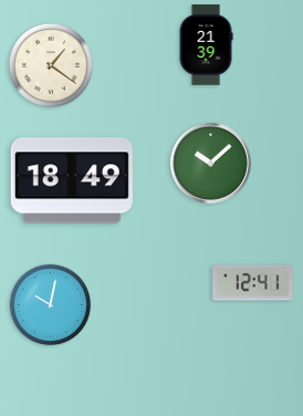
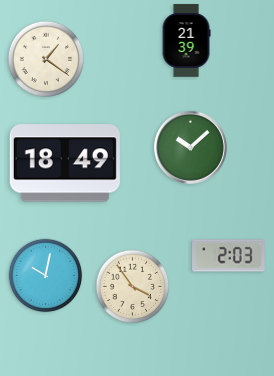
clock at (253, 283): 12:41 -> 2:03
clock at (133, 287): none -> 3:54
